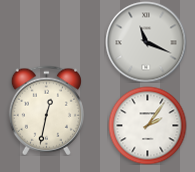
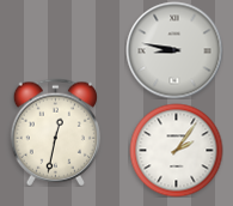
clock at (146, 42): 11:19 -> 8:47
